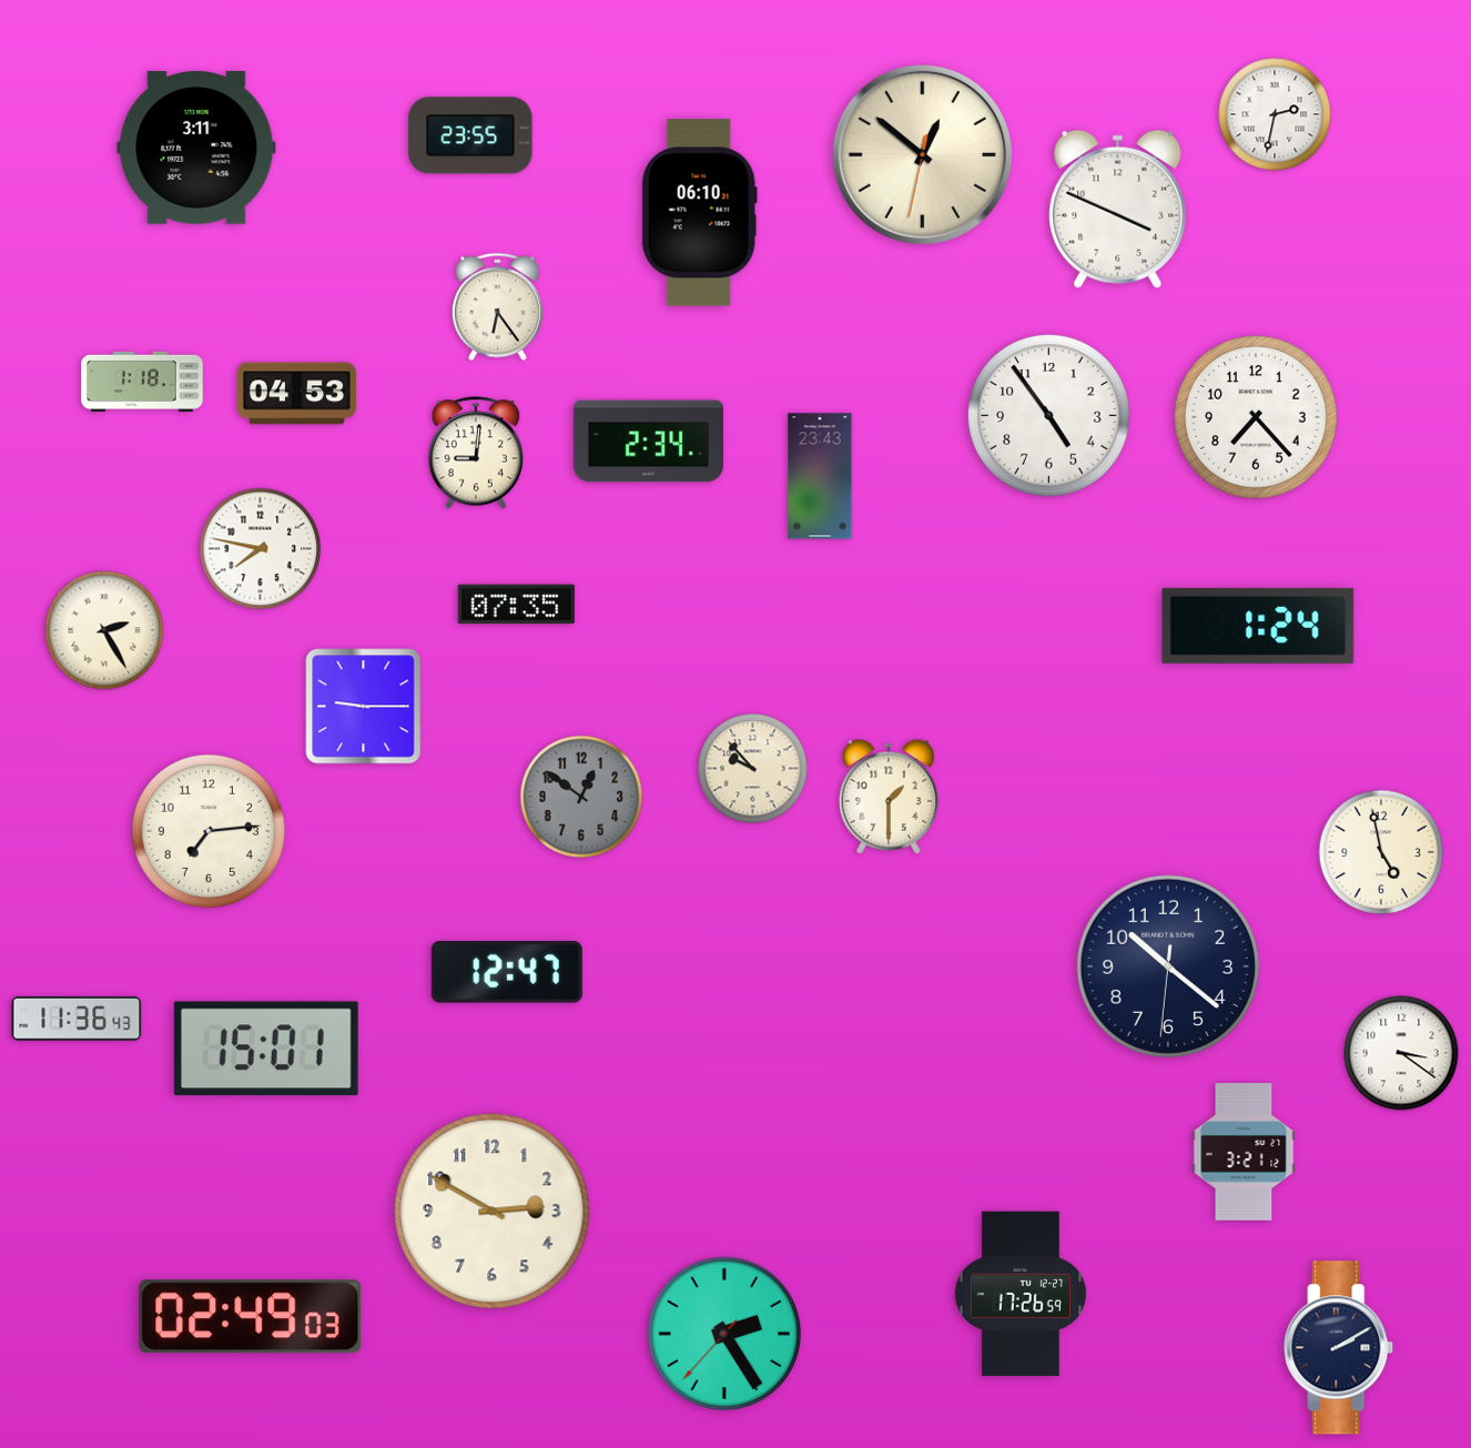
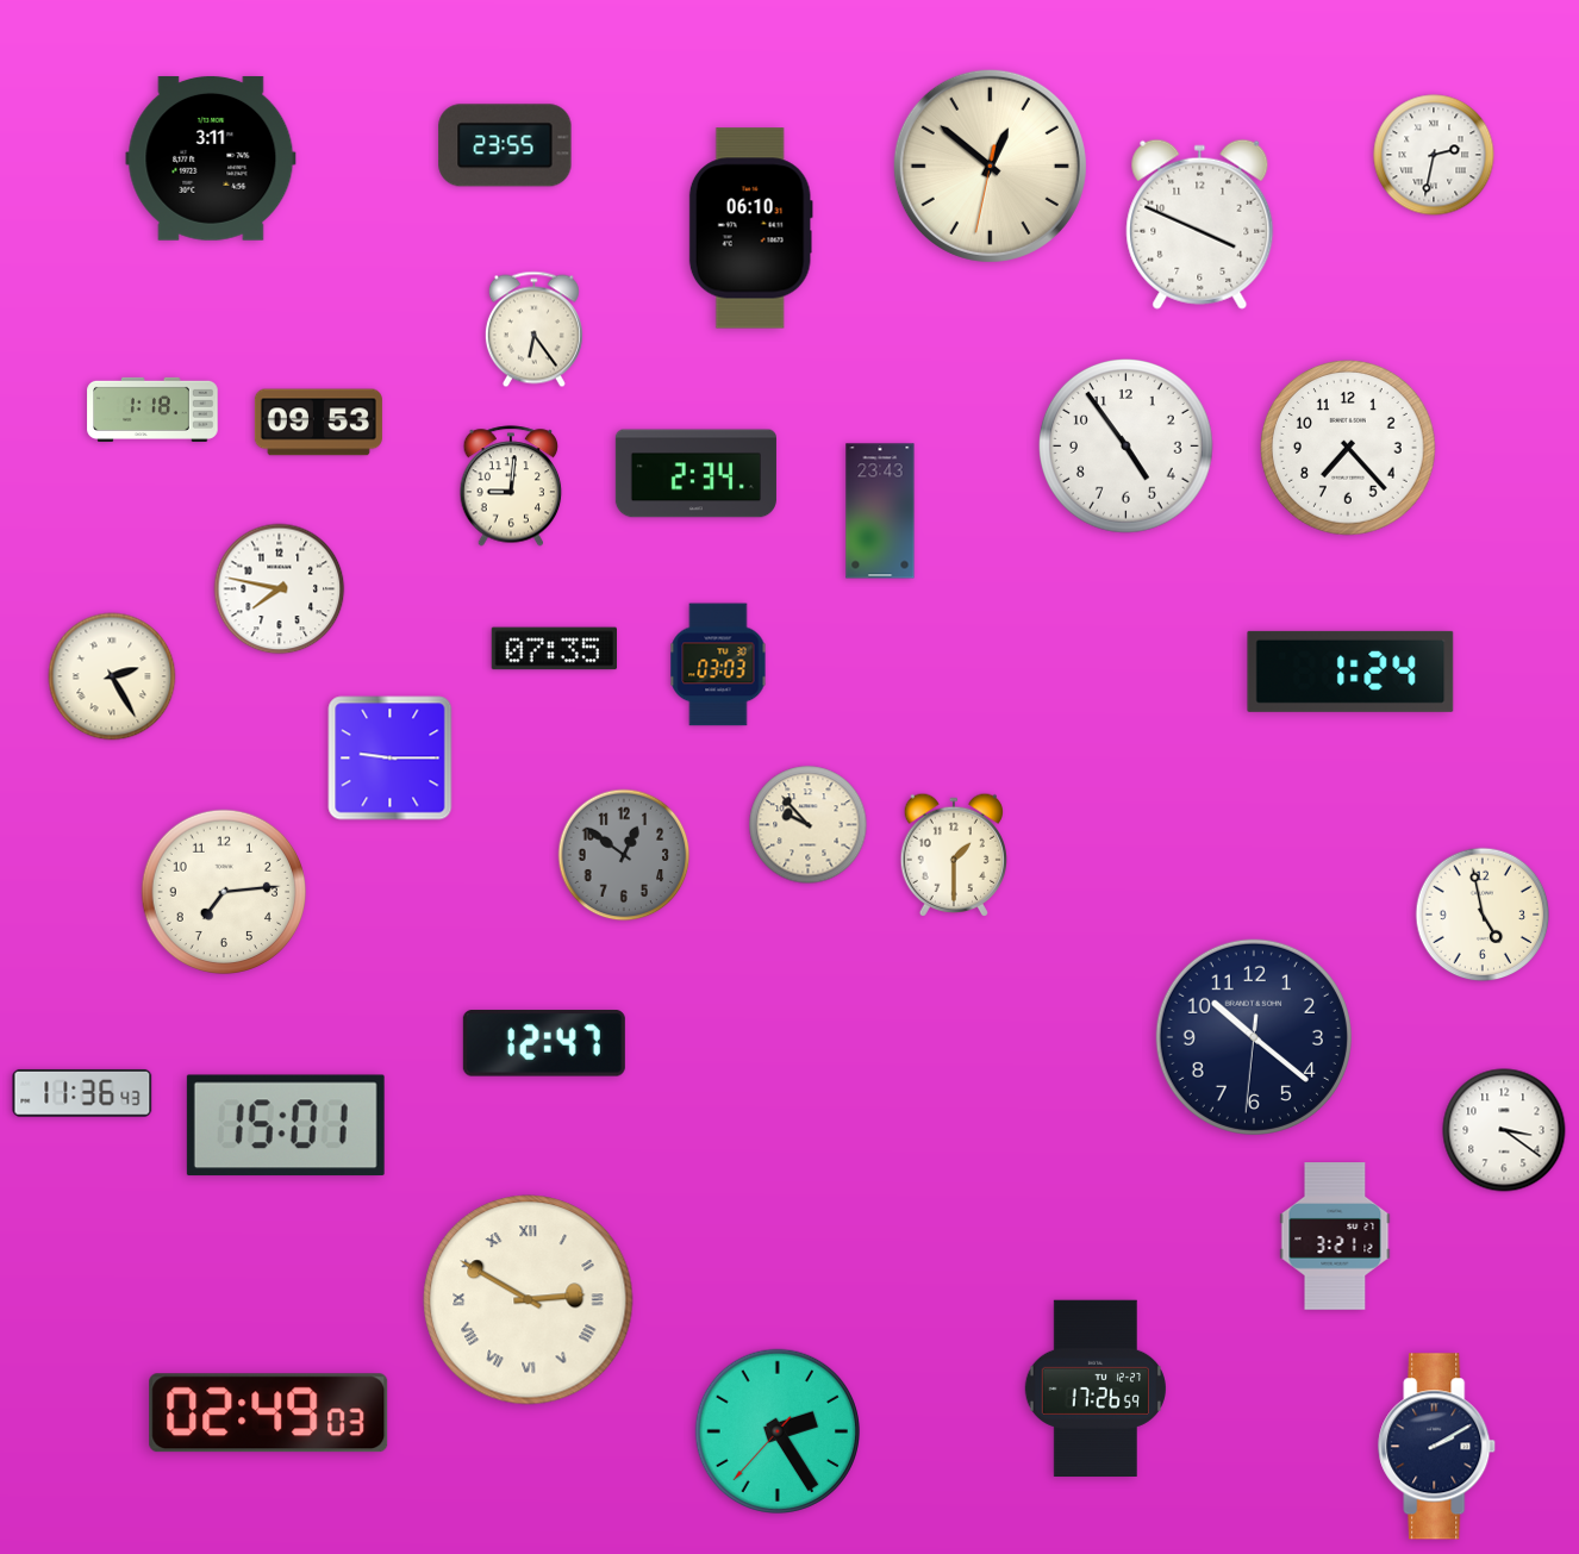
clock at (1275, 114) position: (1275, 114) -> (1434, 155)
clock at (296, 394): 04:53 -> 09:53
clock at (718, 664): none -> 03:03
clock at (493, 1212) numerals: Arabic -> Roman
